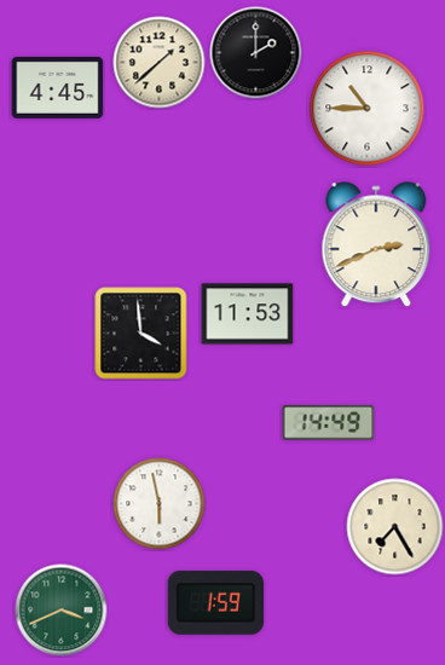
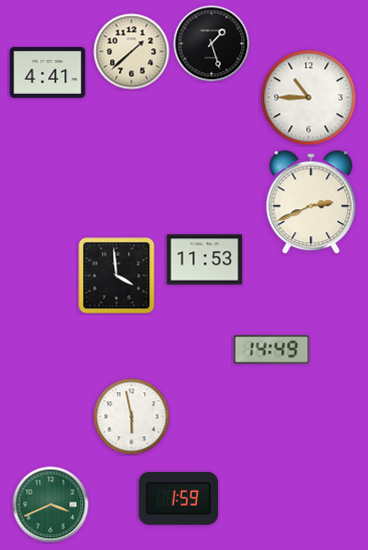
clock at (256, 53): 2:00 -> 1:27
clock at (58, 87): 4:45 -> 4:41
clock at (368, 109) position: (368, 109) -> (309, 98)
clock at (395, 527): 7:25 -> none
